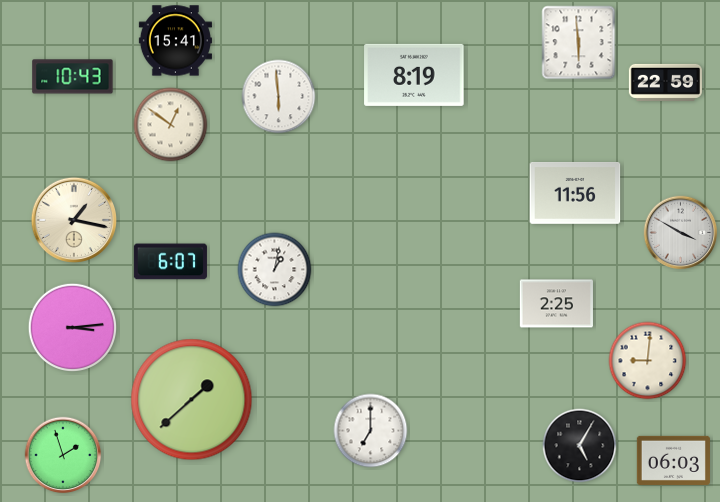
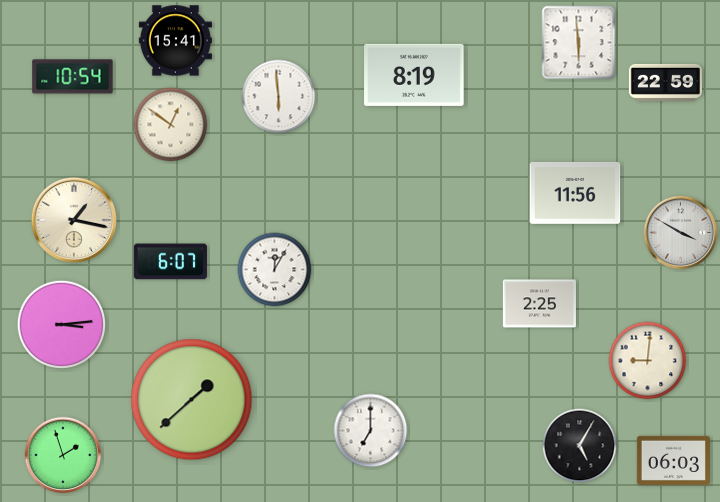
clock at (73, 77): 10:43 -> 10:54
clock at (275, 270): 1:02 -> 12:05
clock at (556, 304) position: (556, 304) -> (539, 304)
clock at (72, 327) position: (72, 327) -> (61, 324)
